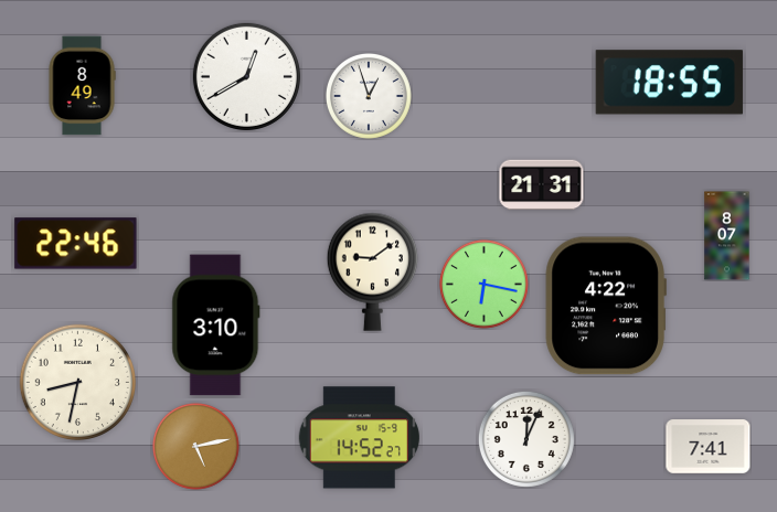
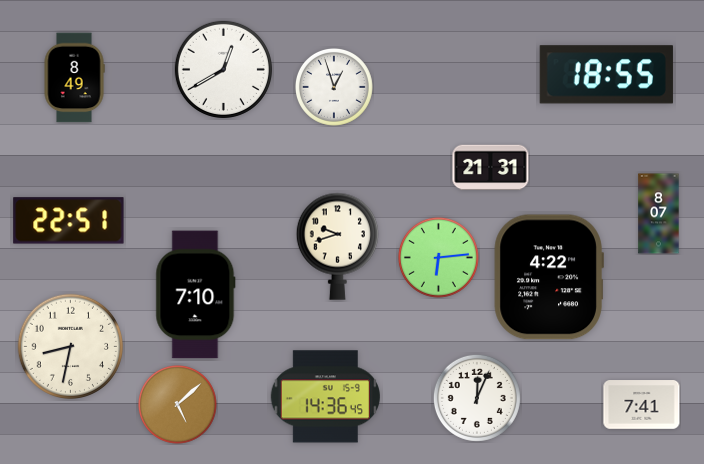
clock at (76, 244): 22:46 -> 22:51
clock at (372, 271): 9:09 -> 9:42
clock at (483, 284): 6:17 -> 6:14
clock at (216, 326): 3:10 -> 7:10
clock at (359, 438): 14:52 -> 14:36
clock at (195, 446): 5:13 -> 5:08
